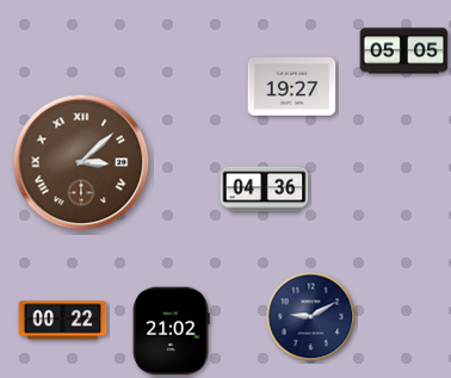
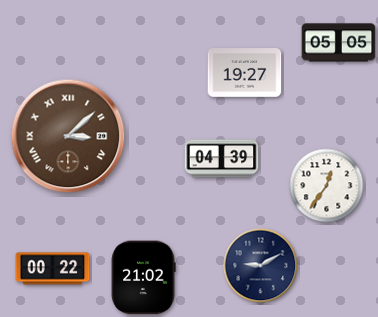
clock at (265, 190): 04:36 -> 04:39
clock at (327, 186): none -> 12:36
